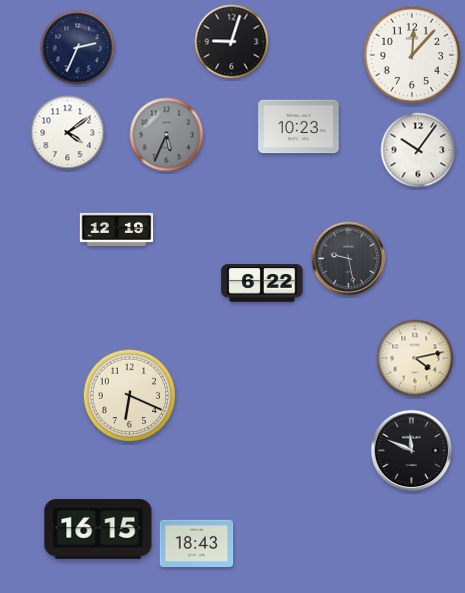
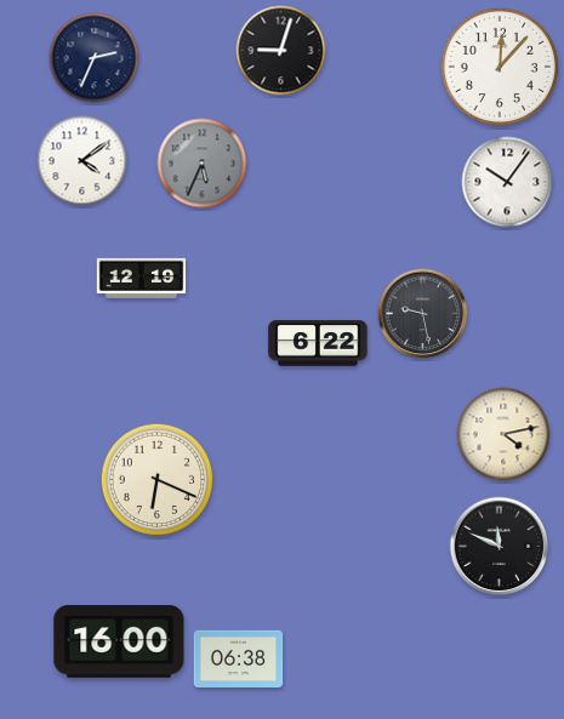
clock at (299, 127): 10:23 -> none
clock at (98, 529): 16:15 -> 16:00
clock at (197, 543): 18:43 -> 06:38
